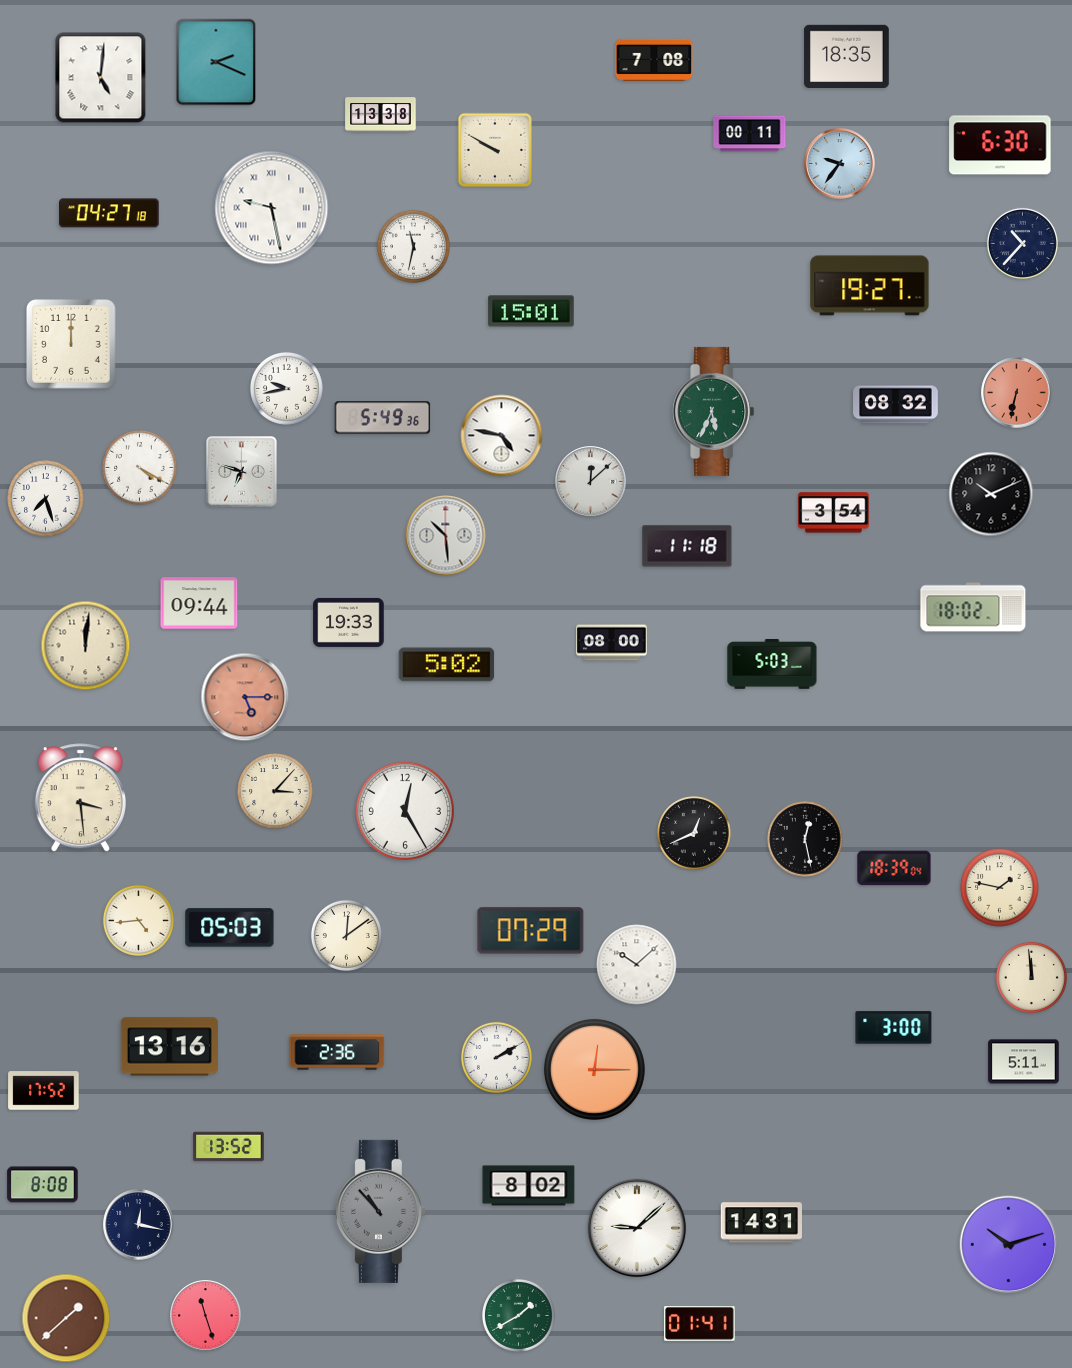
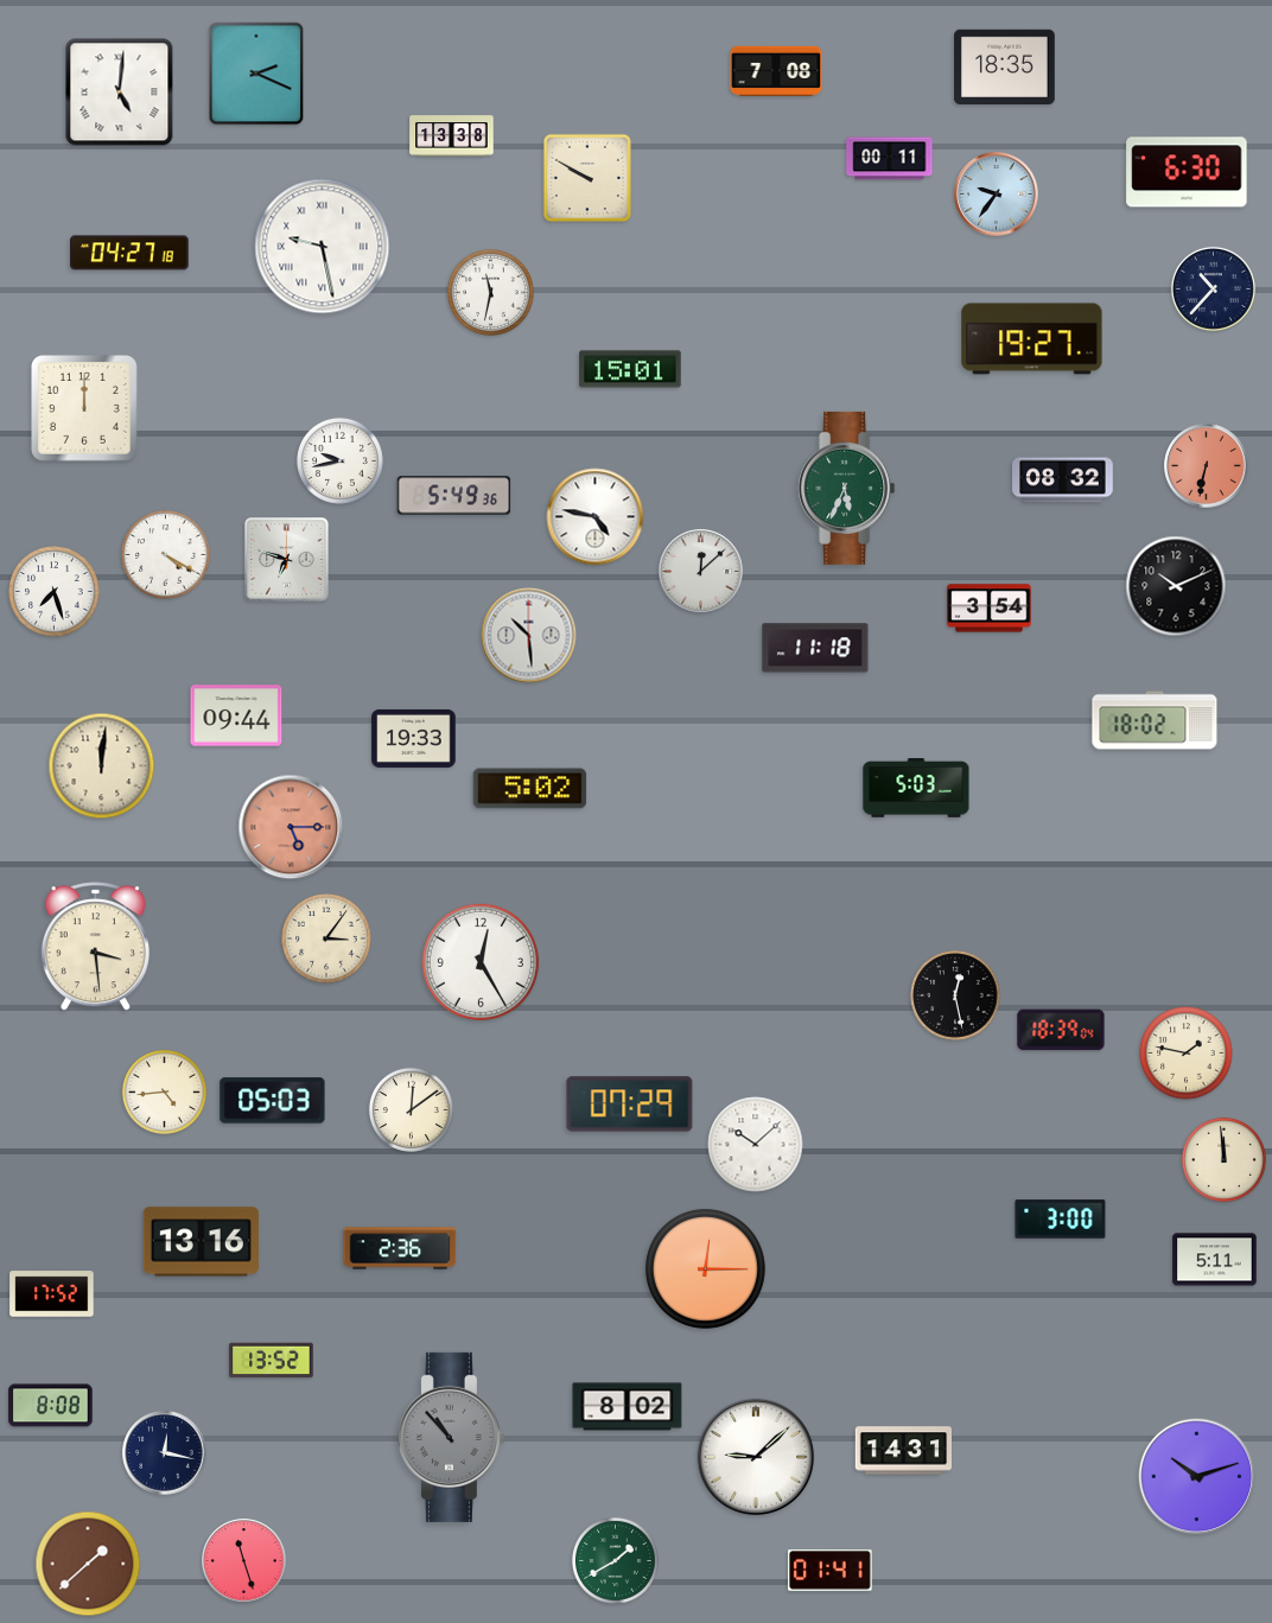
clock at (612, 643): 08:00 -> none
clock at (275, 791): 3:07 -> 3:06
clock at (695, 834): 12:41 -> none
clock at (496, 1057): 2:10 -> none
clock at (66, 1318) position: (66, 1318) -> (88, 1564)
